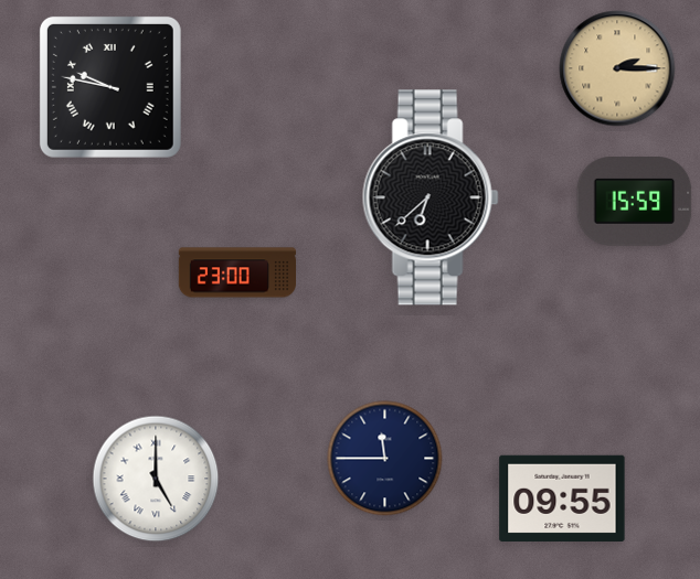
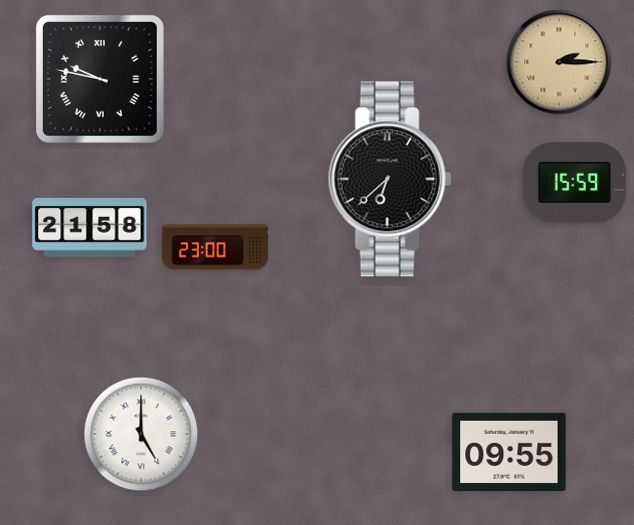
clock at (90, 227): none -> 21:58
clock at (385, 459): 11:45 -> none
